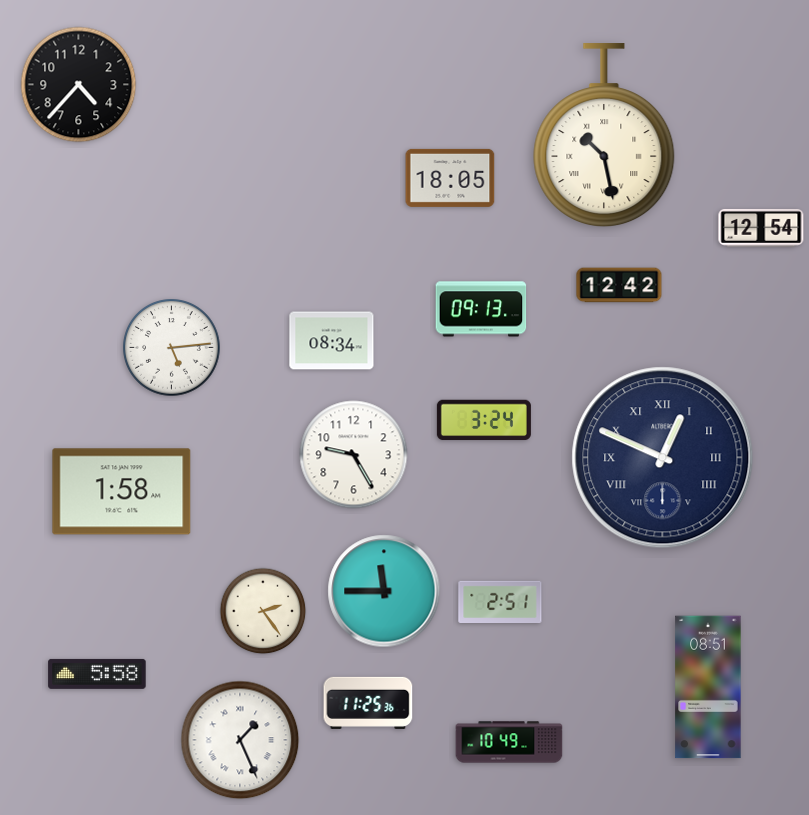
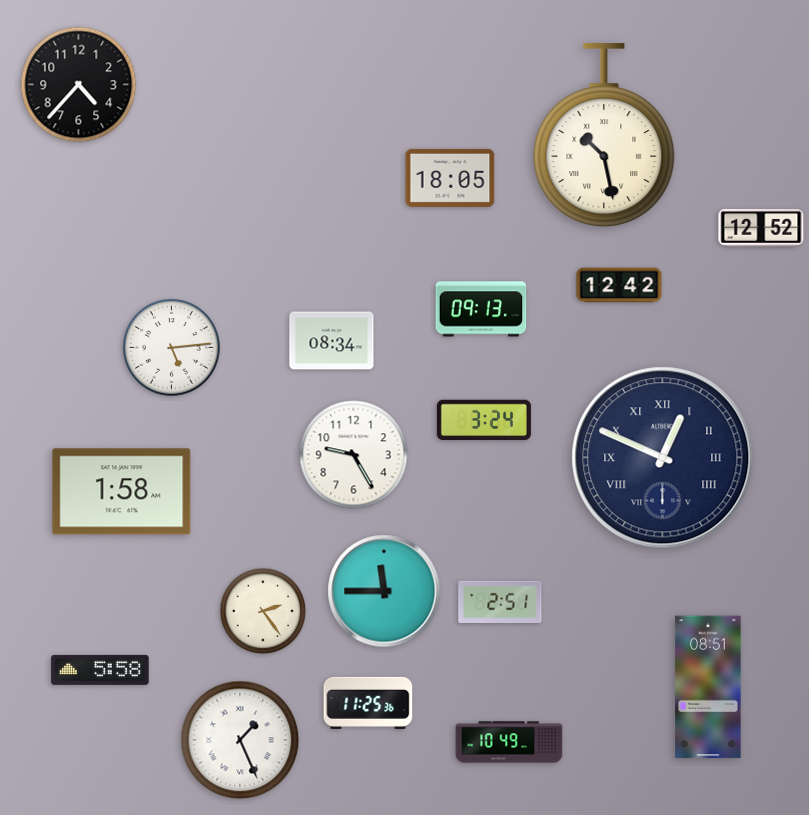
clock at (761, 228): 12:54 -> 12:52
clock at (97, 674) position: (97, 674) -> (100, 670)
